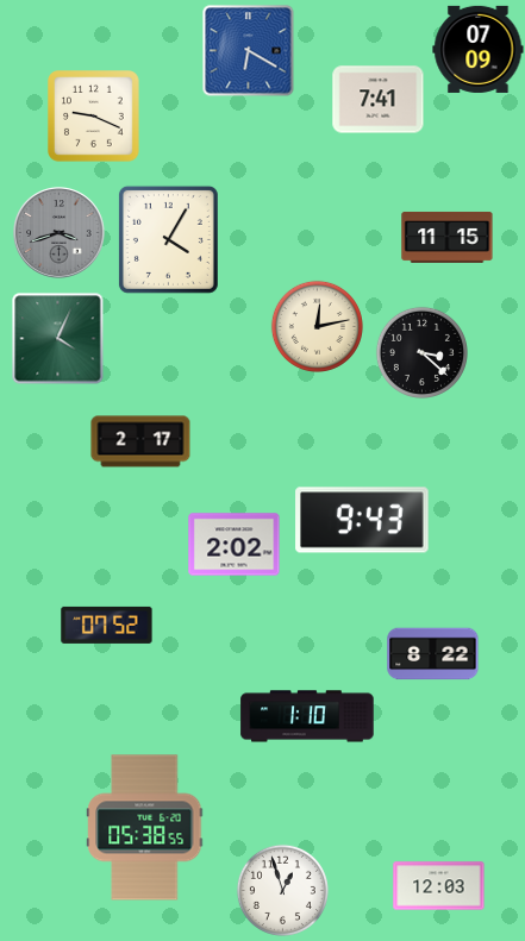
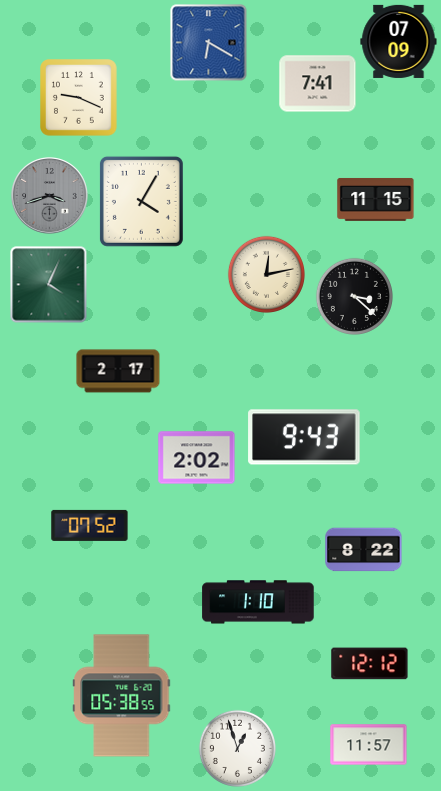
clock at (479, 49) position: (479, 49) -> (399, 41)
clock at (370, 664): none -> 12:12
clock at (439, 886): 12:03 -> 11:57
